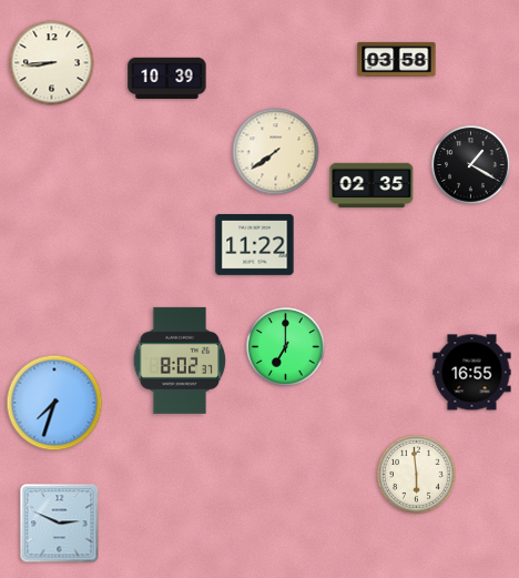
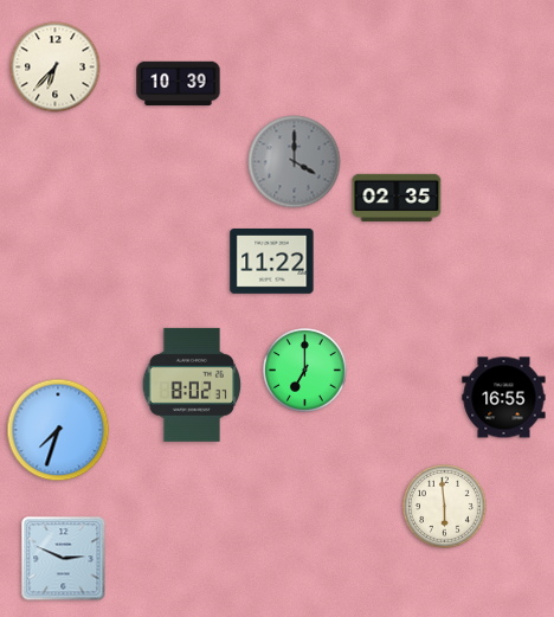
clock at (397, 59): 03:58 -> none
clock at (52, 63): 8:44 -> 6:37
clock at (276, 152): 7:39 -> 4:00
clock at (276, 152) dial: cream -> grey
clock at (471, 165): 1:20 -> none
